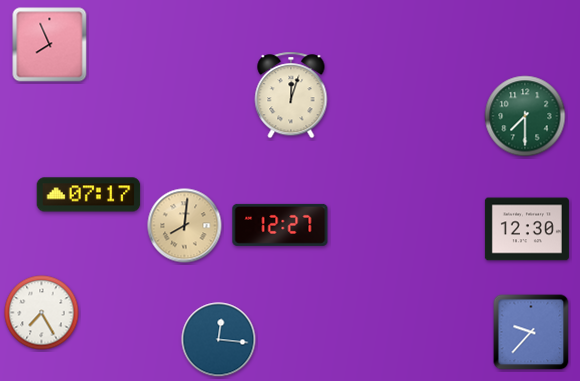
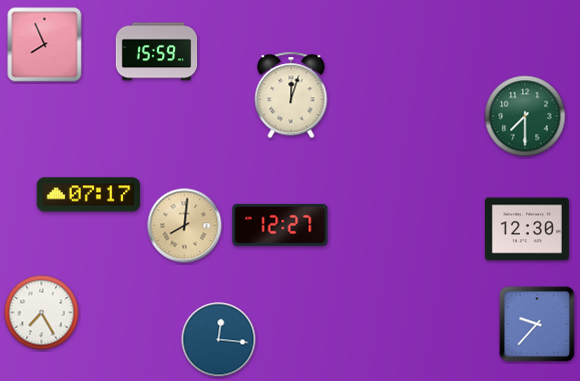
clock at (50, 45) position: (50, 45) -> (45, 45)
clock at (157, 52): none -> 15:59
clock at (531, 332) position: (531, 332) -> (537, 324)
